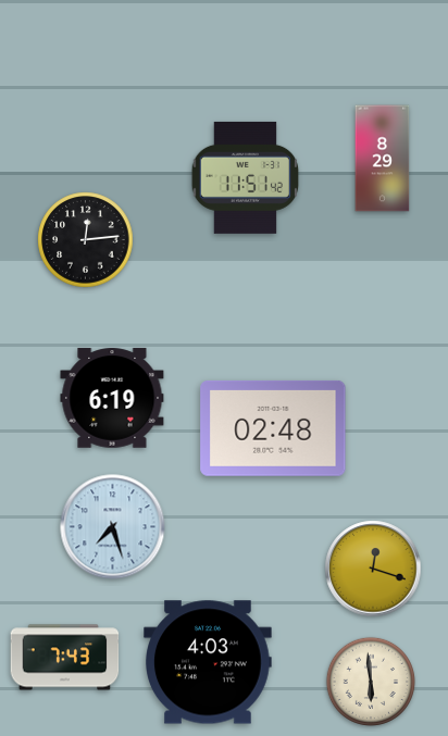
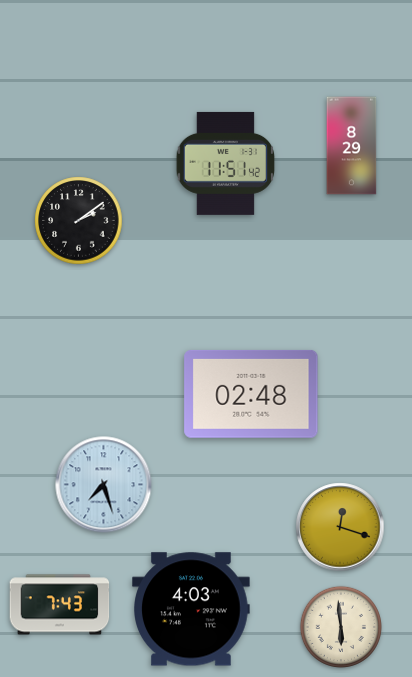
clock at (86, 240): 12:14 -> 2:09
clock at (112, 398): 6:19 -> none
clock at (373, 569) position: (373, 569) -> (340, 527)
